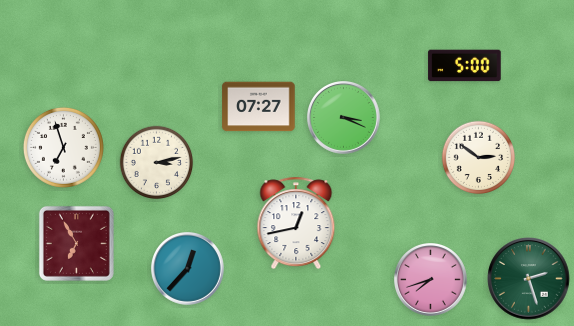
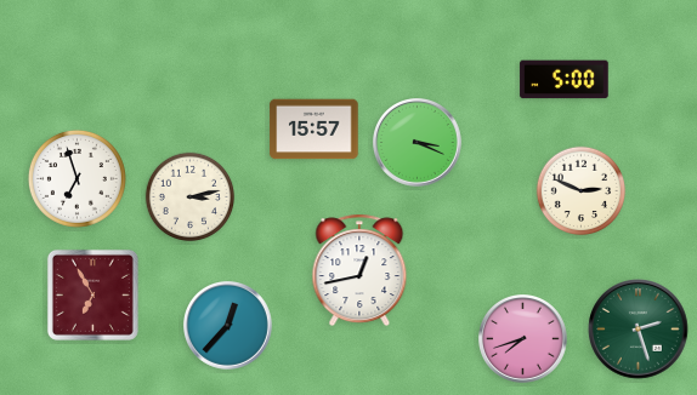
clock at (259, 107): 07:27 -> 15:57
clock at (479, 158): 2:51 -> 2:49
clock at (529, 279) position: (529, 279) -> (639, 330)
